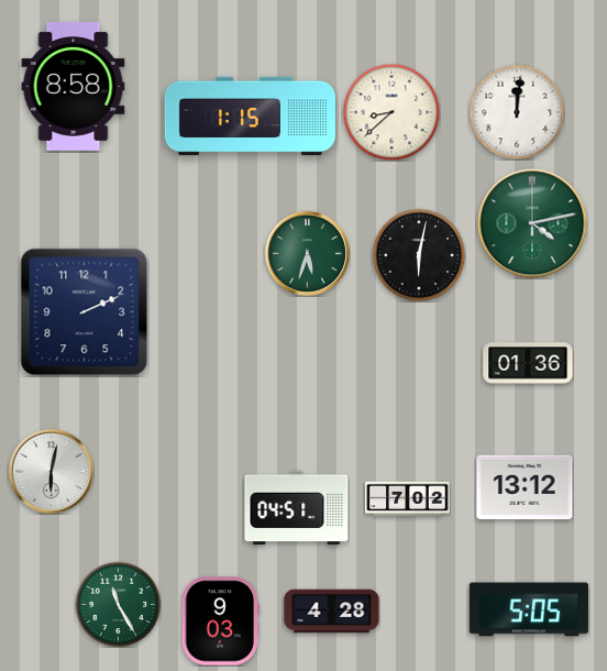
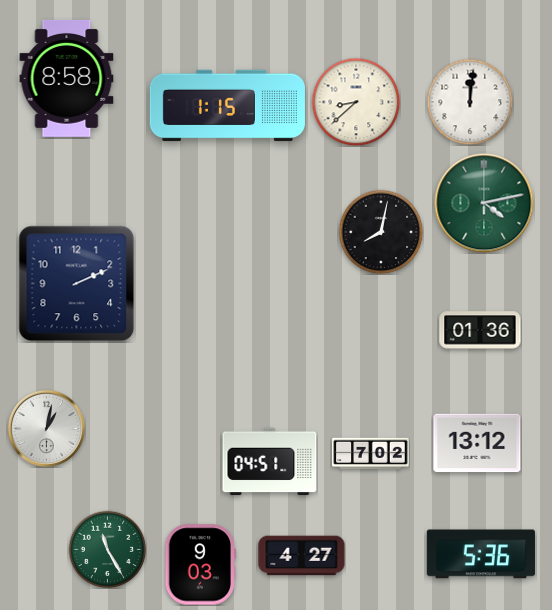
clock at (307, 253): 5:33 -> none
clock at (419, 255): 6:02 -> 8:02
clock at (51, 471): 6:02 -> 1:02
clock at (529, 609): 5:05 -> 5:36
clock at (332, 612): 4:28 -> 4:27
